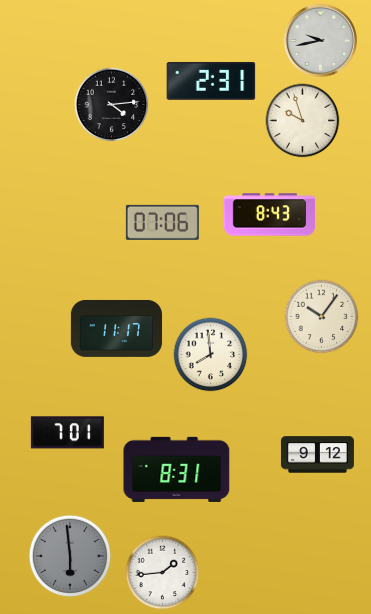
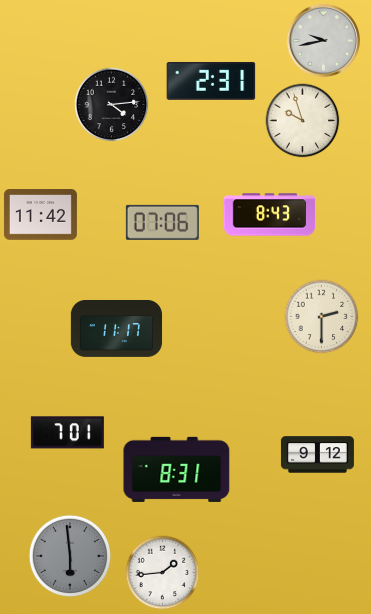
clock at (320, 40) position: (320, 40) -> (323, 40)
clock at (40, 215): none -> 11:42
clock at (322, 317): 10:06 -> 2:30
clock at (211, 355): 7:59 -> none
